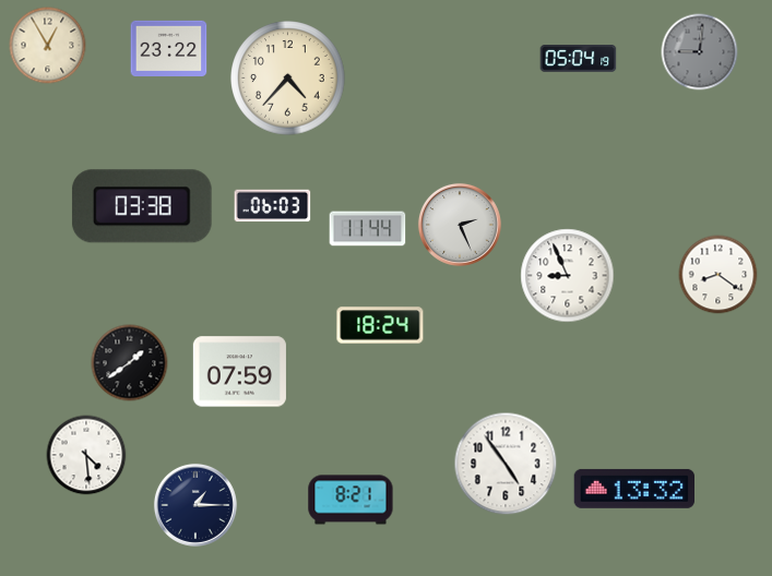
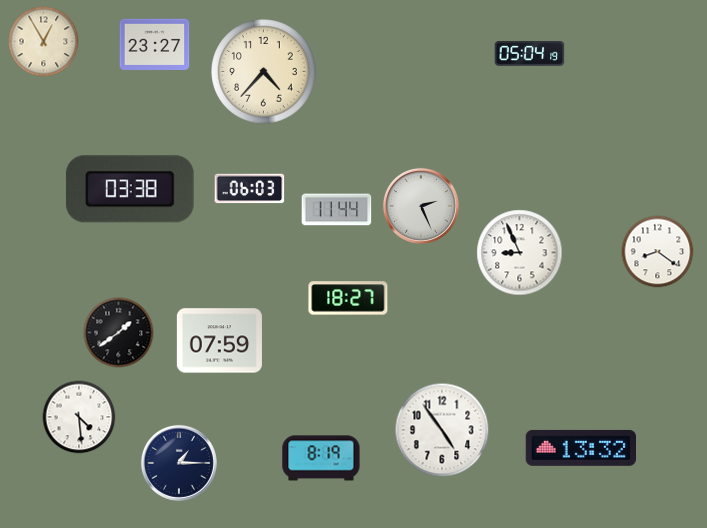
clock at (169, 48): 23:22 -> 23:27
clock at (700, 52): 9:01 -> none
clock at (380, 325): 18:24 -> 18:27
clock at (506, 464) position: (506, 464) -> (442, 430)
clock at (351, 500): 8:21 -> 8:19
